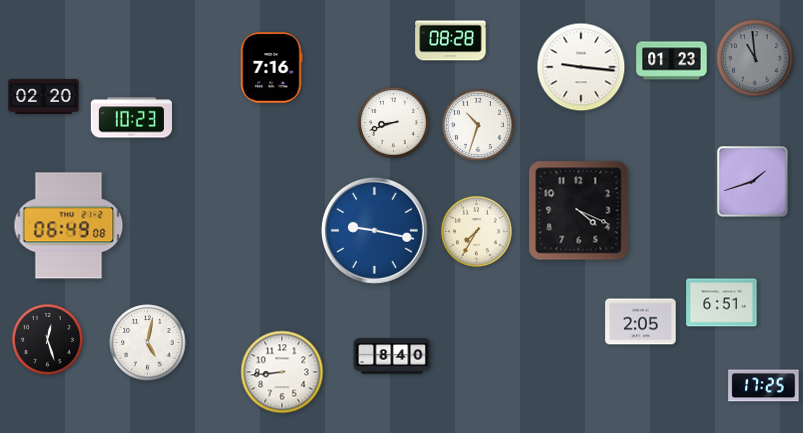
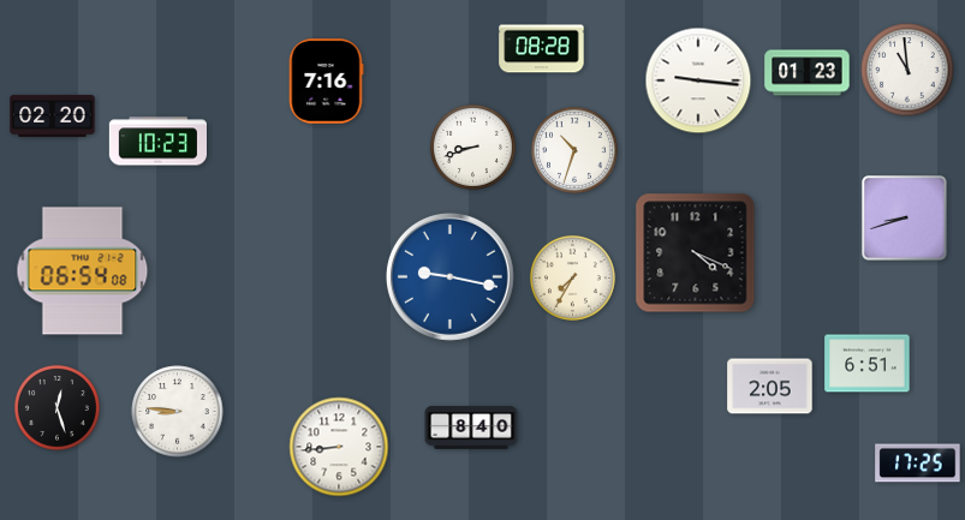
clock at (755, 58) dial: grey -> white
clock at (753, 182): 1:42 -> 8:42
clock at (69, 226): 06:49 -> 06:54
clock at (148, 343): 5:02 -> 8:46
